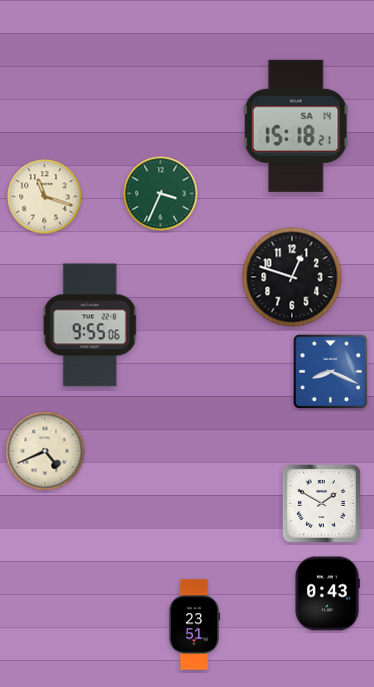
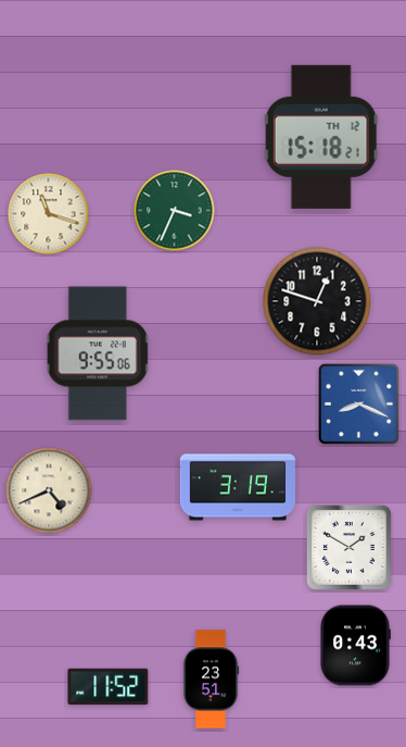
clock at (296, 126) date: SA 14 -> TH 12
clock at (237, 487): none -> 3:19
clock at (109, 687): none -> 11:52
